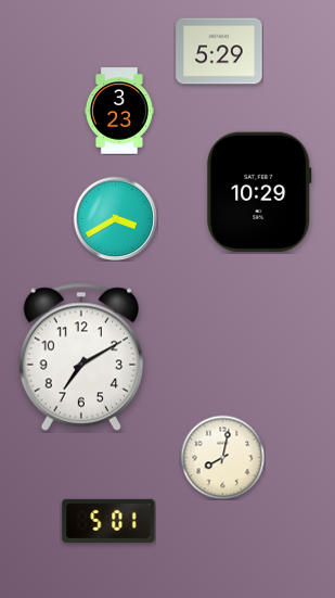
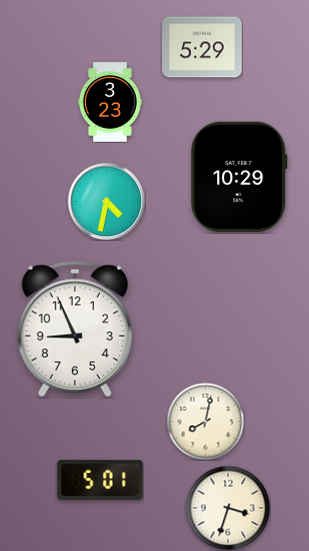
clock at (115, 218): 3:40 -> 4:32
clock at (81, 357): 7:10 -> 8:56
clock at (228, 508): none -> 3:33
